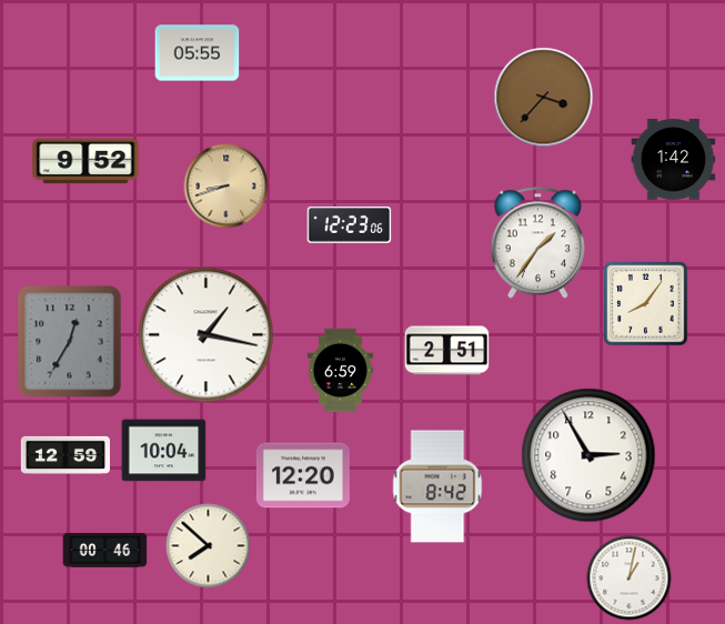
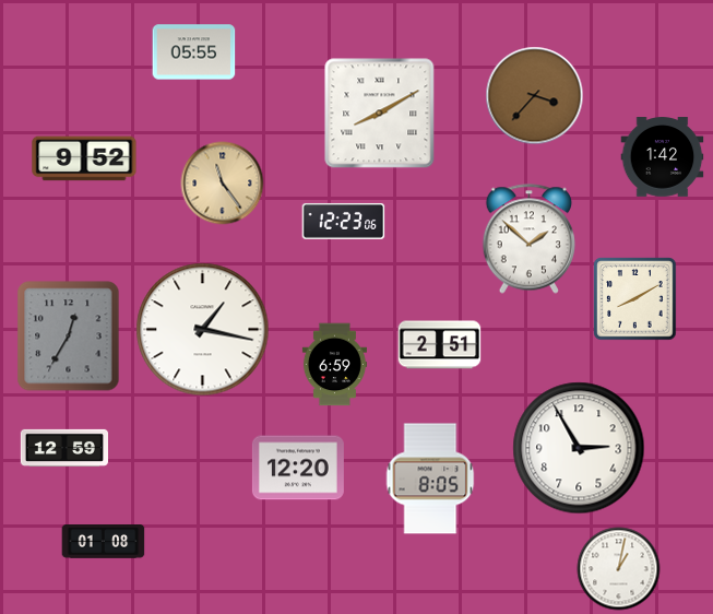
clock at (380, 114): none -> 8:10
clock at (226, 187): 8:42 -> 11:24
clock at (537, 243): 1:36 -> 1:52
clock at (646, 304): 8:06 -> 8:10
clock at (164, 451): 10:04 -> none
clock at (437, 486): 8:42 -> 8:05
clock at (209, 546): 7:52 -> none
clock at (105, 551): 00:46 -> 01:08
